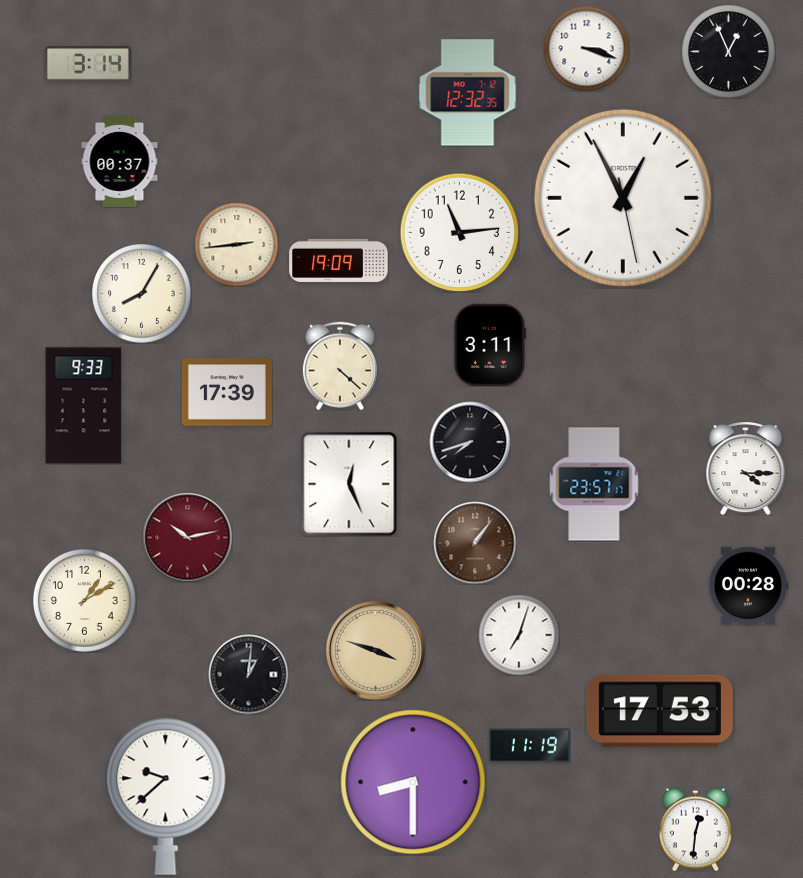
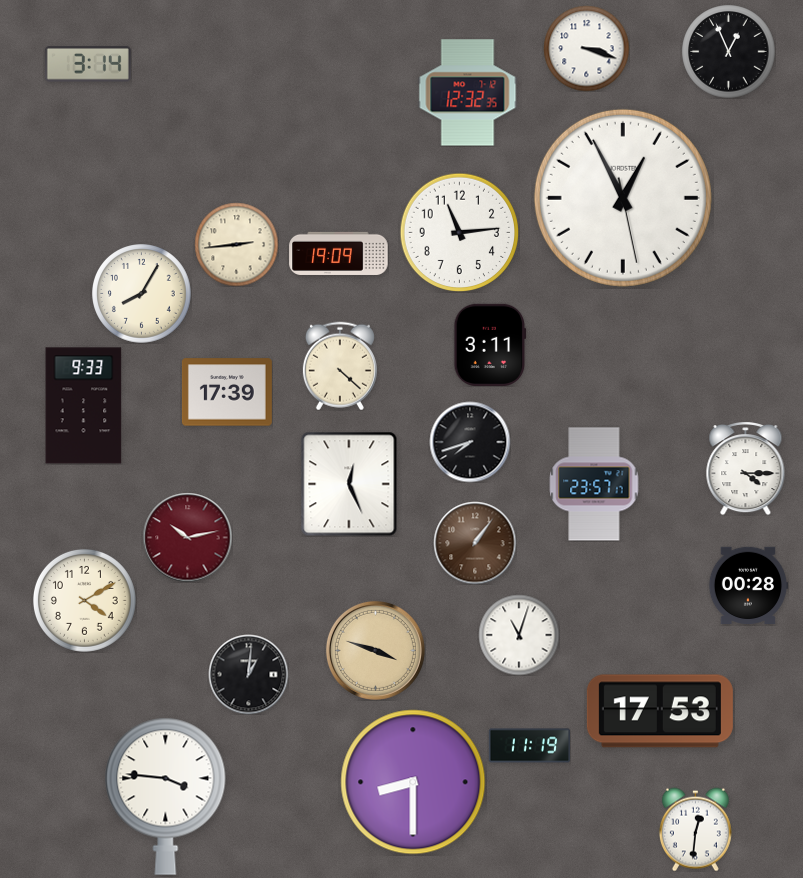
clock at (120, 161): 00:37 -> none
clock at (339, 260) position: (339, 260) -> (339, 253)
clock at (84, 600): 1:10 -> 4:10
clock at (519, 635): 7:03 -> 11:03
clock at (166, 796): 9:38 -> 3:46
